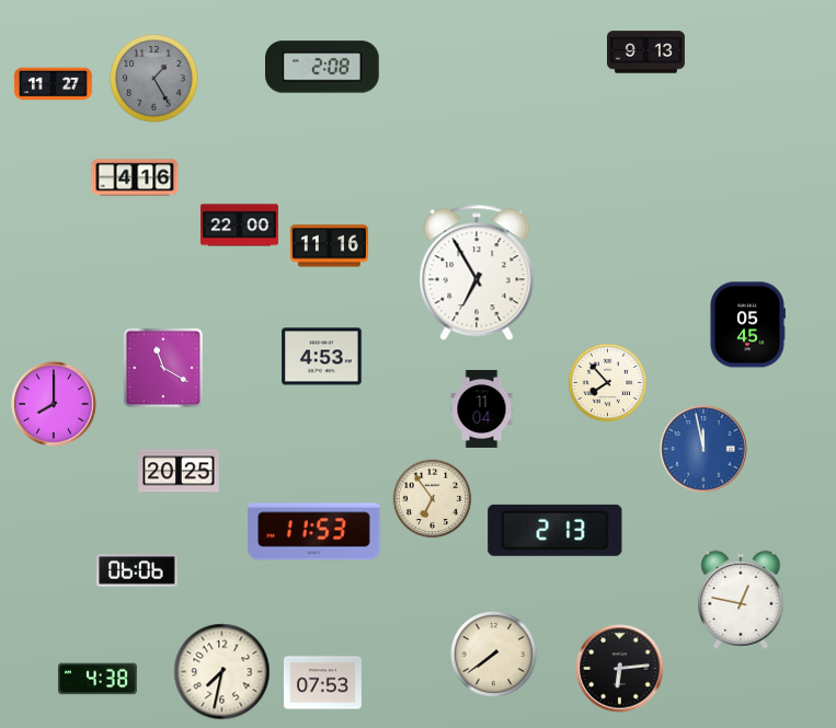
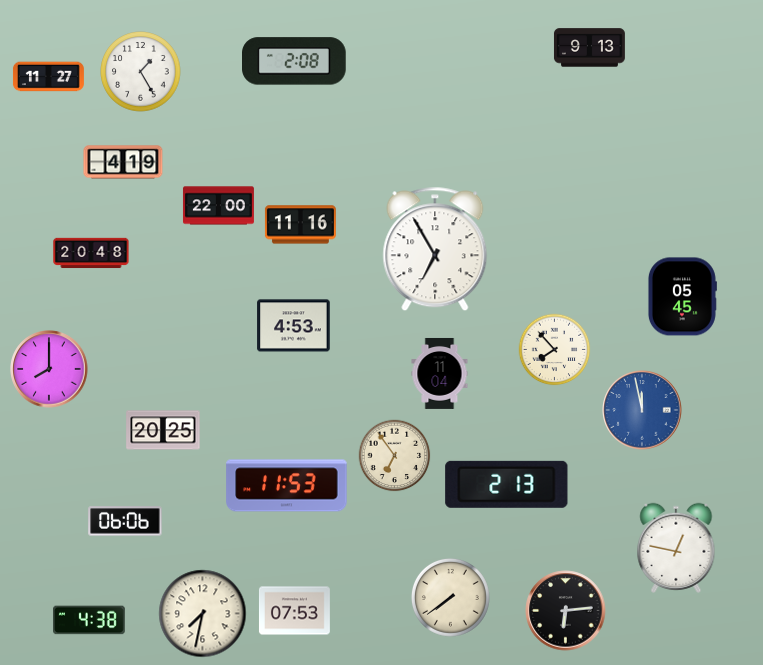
clock at (154, 79) dial: grey -> white
clock at (135, 177): 4:16 -> 4:19
clock at (91, 253): none -> 20:48
clock at (162, 367): 11:20 -> none
clock at (322, 683) position: (322, 683) -> (294, 611)
